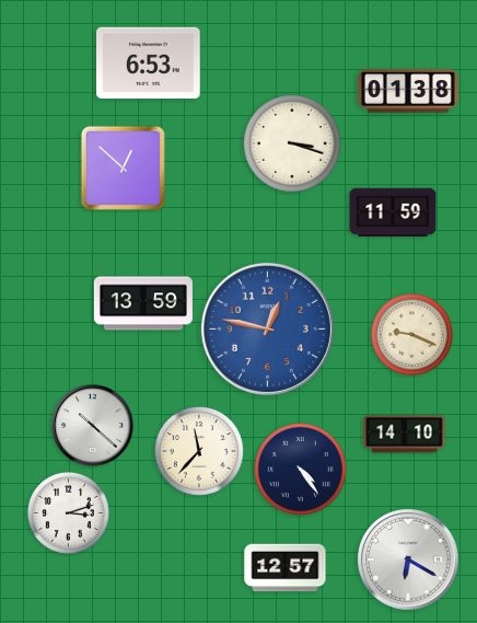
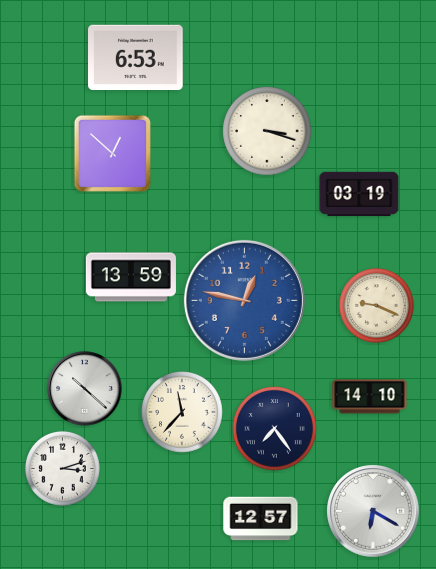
clock at (408, 91): 01:38 -> none
clock at (393, 212): 11:59 -> 03:19
clock at (301, 470): 4:24 -> 7:24
